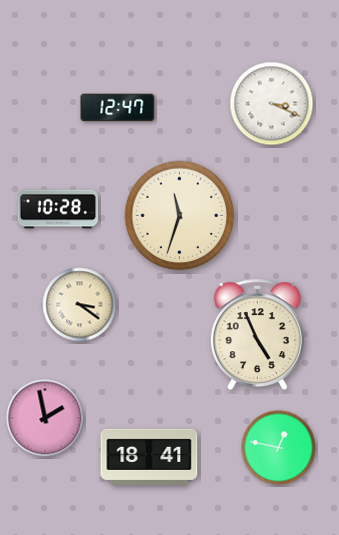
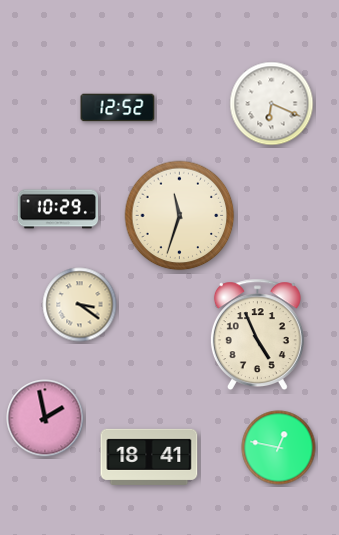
clock at (272, 104): 3:19 -> 6:19
clock at (118, 108): 12:47 -> 12:52
clock at (57, 209): 10:28 -> 10:29
